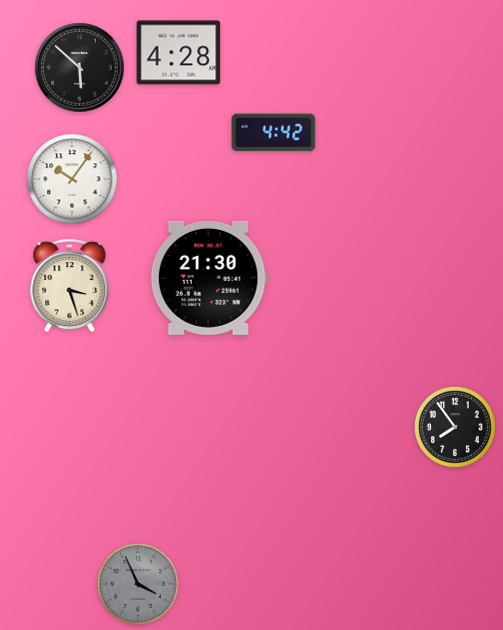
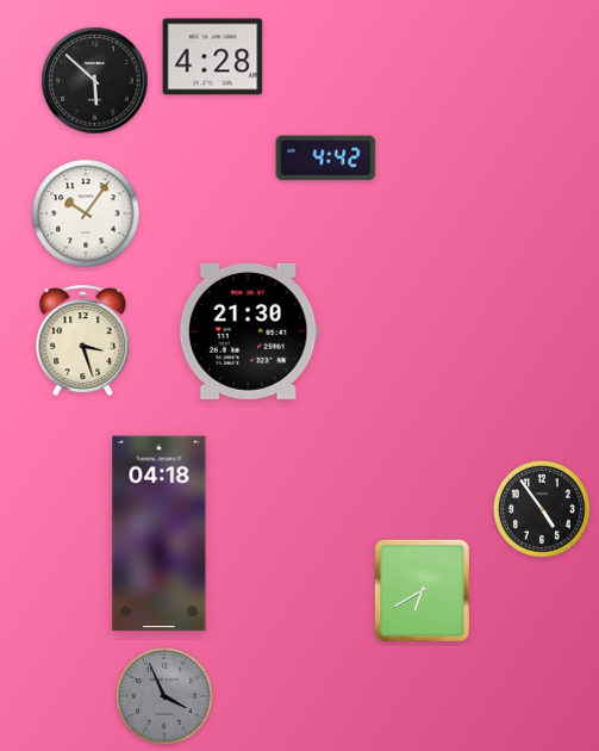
clock at (179, 53) position: (179, 53) -> (213, 57)
clock at (456, 428): 7:54 -> 4:54
clock at (160, 534): none -> 04:18
clock at (422, 590): none -> 6:40
